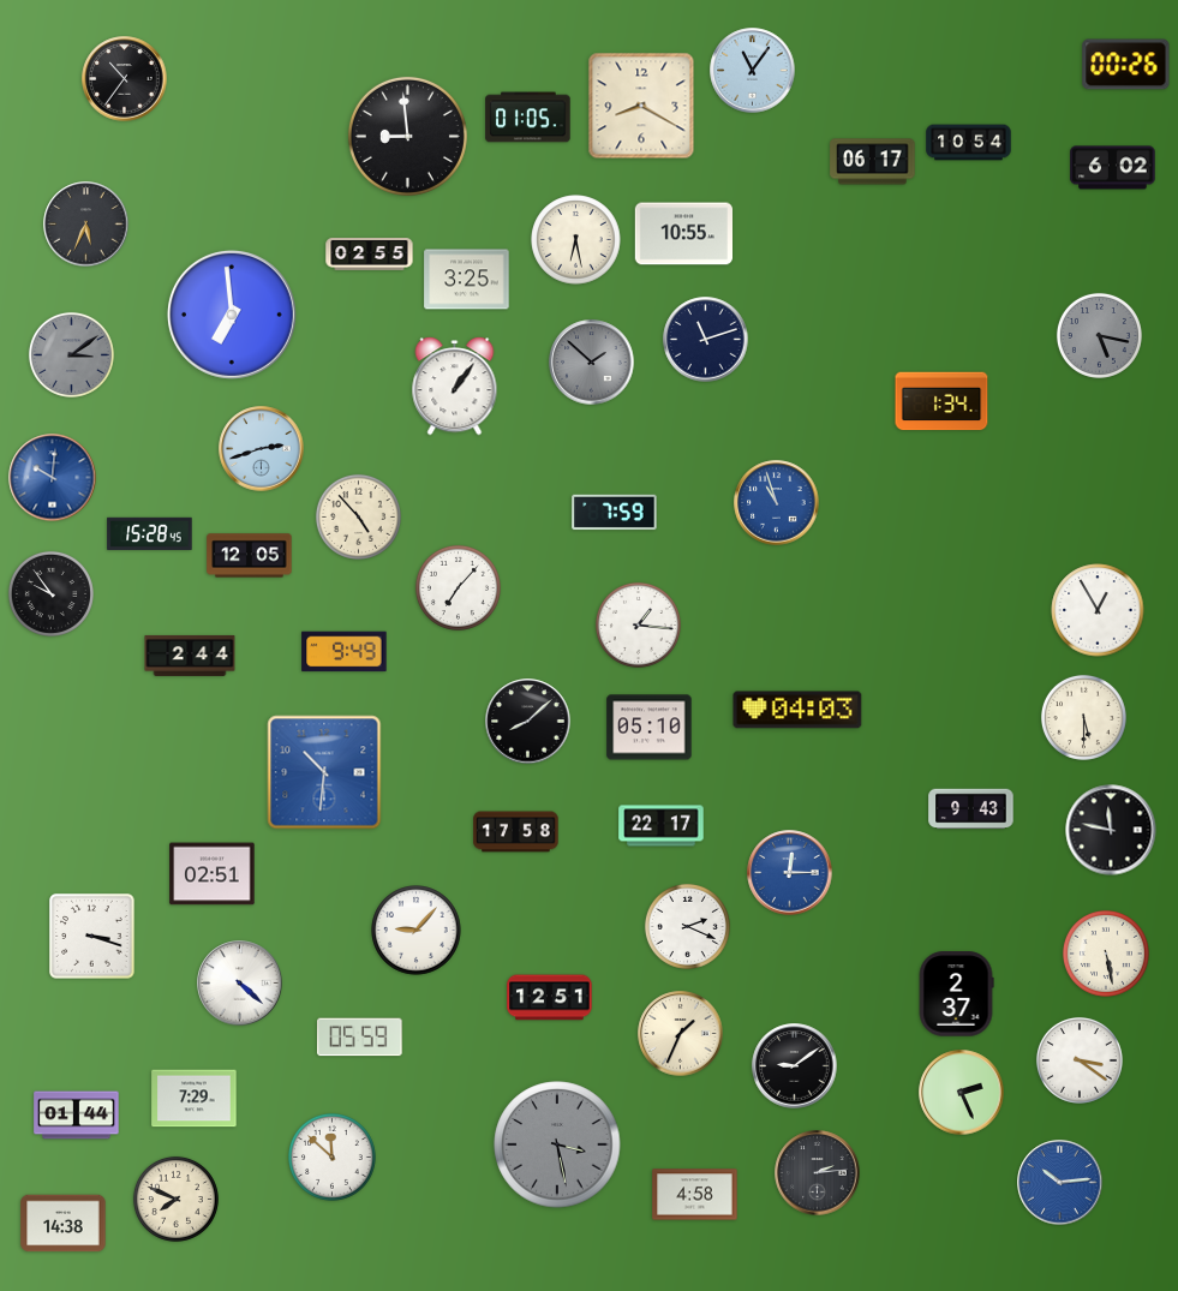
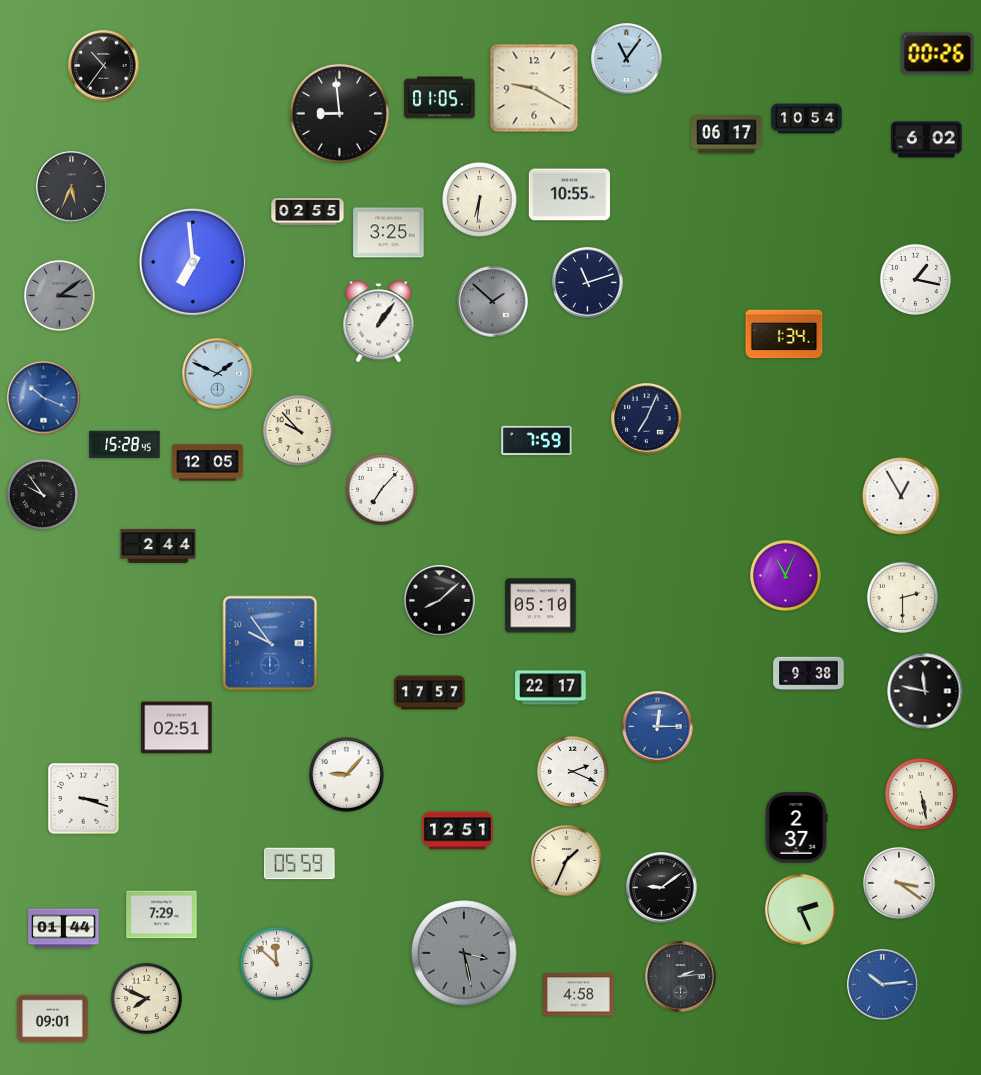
clock at (641, 106): 8:20 -> 9:20
clock at (576, 240): 6:28 -> 6:31
clock at (1099, 335): 5:17 -> 1:17
clock at (1099, 335) dial: grey -> white
clock at (262, 449): 2:42 -> 1:49
clock at (53, 478): 10:01 -> 10:19
clock at (777, 503): 10:57 -> 7:04
clock at (777, 503) dial: blue -> navy
clock at (615, 513) position: (615, 513) -> (537, 441)
clock at (358, 516): 4:53 -> 9:53
clock at (1098, 610) position: (1098, 610) -> (901, 496)
clock at (638, 624): 1:16 -> none
clock at (345, 652): 9:49 -> none
clock at (785, 575): none -> 11:04
clock at (797, 710): 04:03 -> none
clock at (1083, 717): 5:30 -> 2:30
clock at (324, 772): 10:31 -> 9:54
clock at (971, 809): 9:43 -> 9:38
clock at (516, 832): 17:58 -> 17:57
clock at (92, 937) position: (92, 937) -> (84, 799)
clock at (240, 984): 4:22 -> none
clock at (64, 1224): 14:38 -> 09:01
